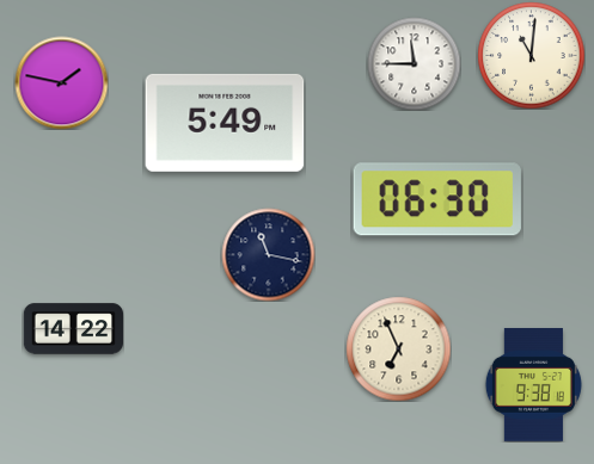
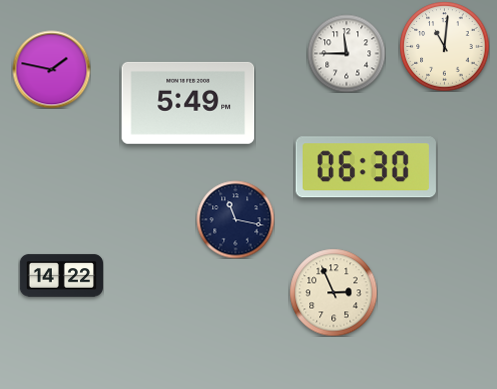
clock at (268, 254) position: (268, 254) -> (235, 219)
clock at (398, 348): 6:56 -> 2:56
clock at (533, 385): 9:38 -> none
